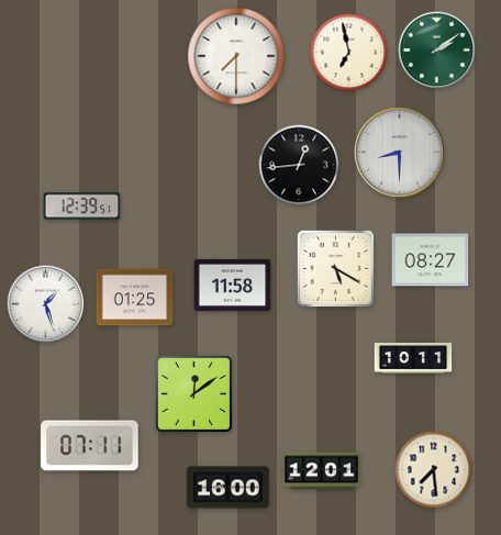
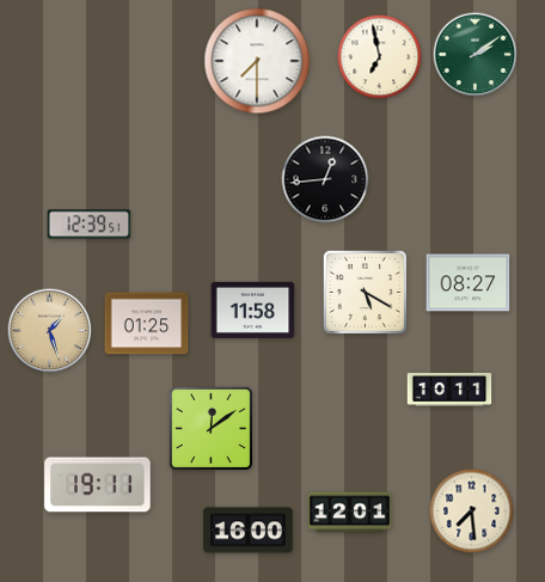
clock at (400, 153): 8:30 -> none
clock at (46, 304) dial: white -> champagne
clock at (90, 446): 07:11 -> 19:11
